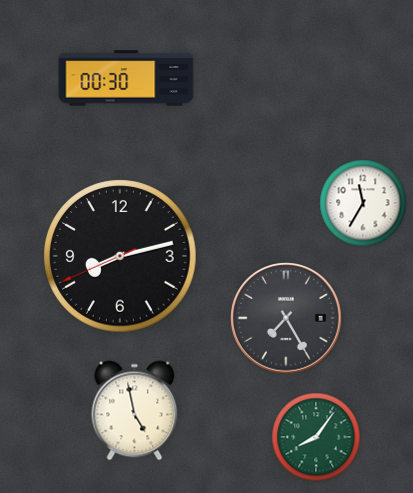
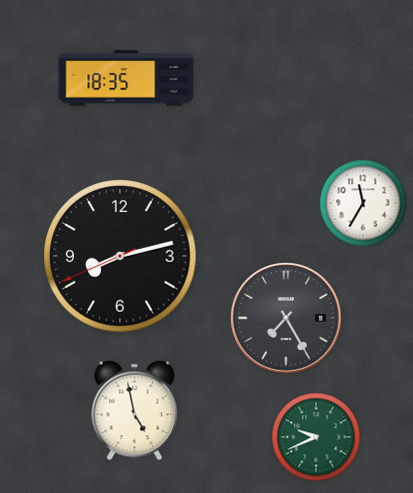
clock at (126, 78): 00:30 -> 18:35
clock at (316, 437): 8:06 -> 9:41
